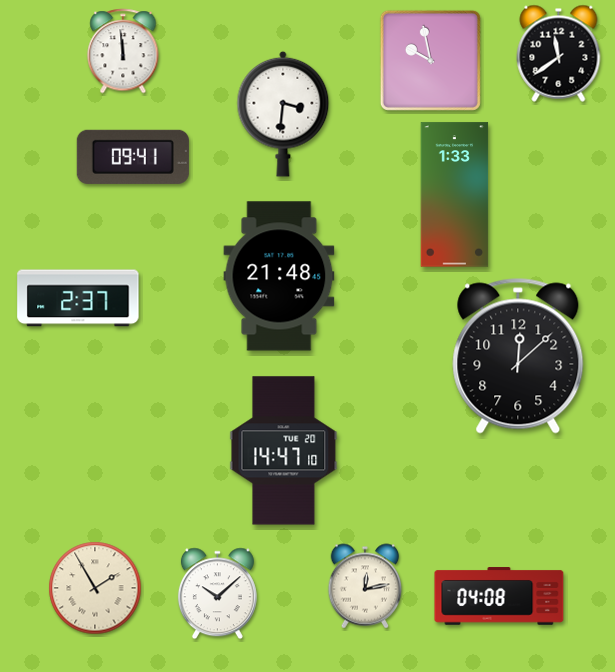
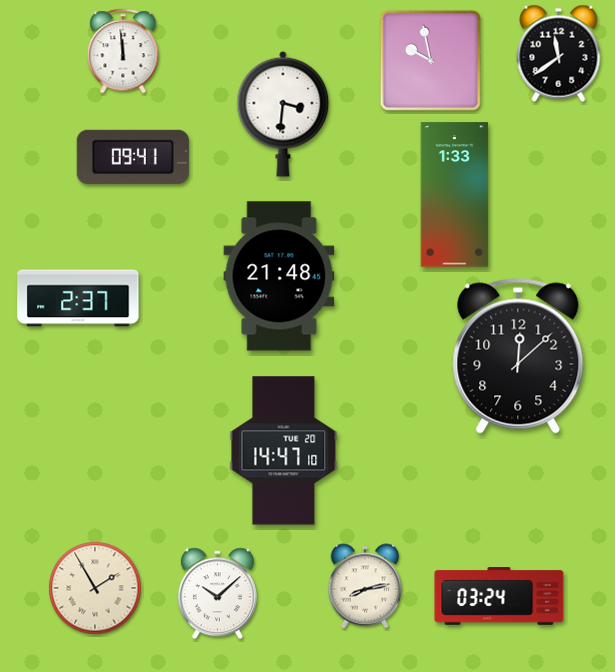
clock at (365, 586): 12:13 -> 8:13
clock at (499, 596): 04:08 -> 03:24
